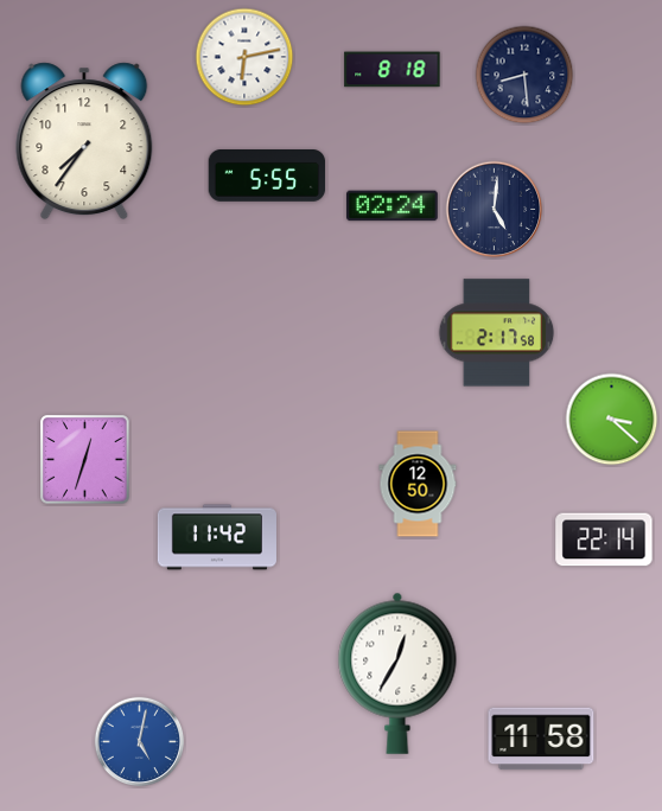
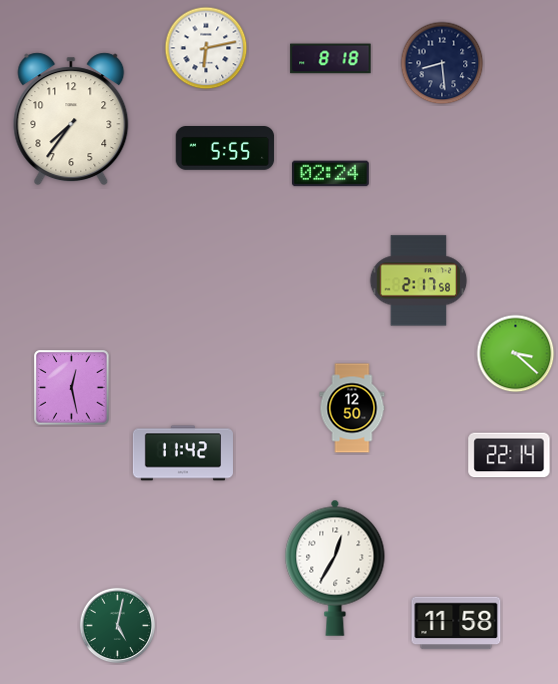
clock at (495, 210): 5:01 -> none
clock at (85, 460): 12:33 -> 12:28
clock at (140, 742) dial: blue -> green
